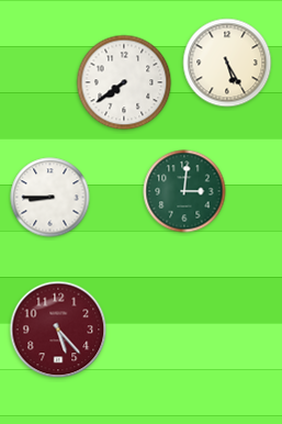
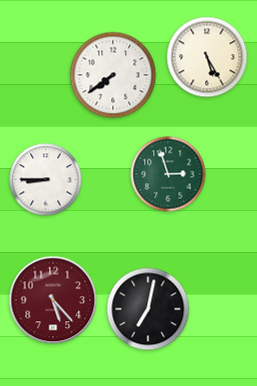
clock at (184, 191): 3:01 -> 2:57
clock at (148, 309): none -> 7:02
